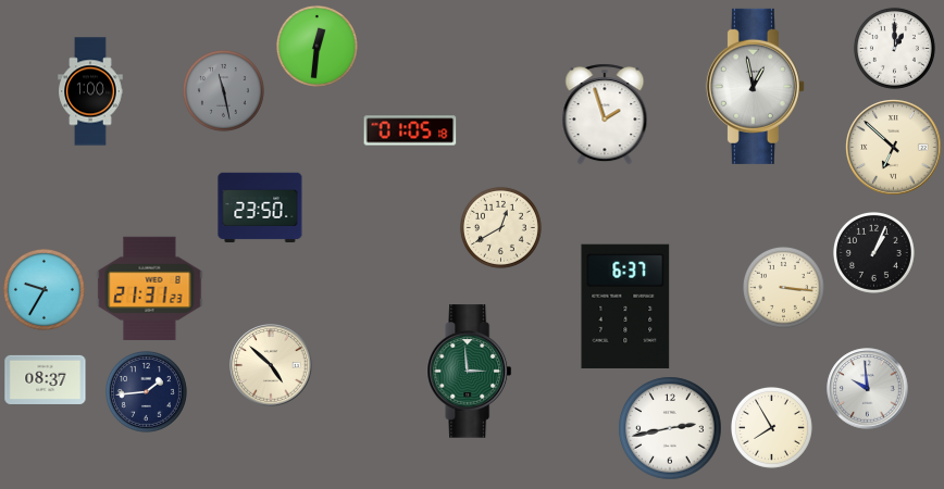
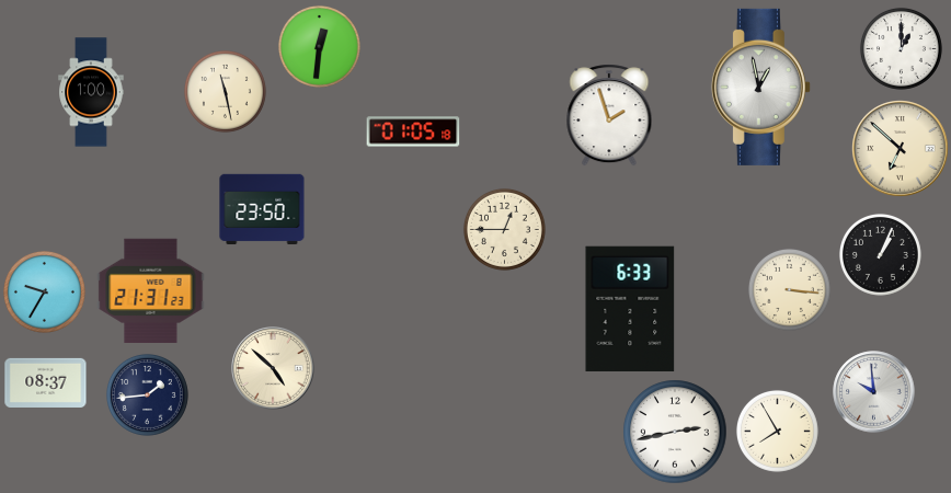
clock at (223, 90) dial: grey -> cream
clock at (500, 227): 12:40 -> 12:45
clock at (625, 306): 6:37 -> 6:33
clock at (470, 372): 2:59 -> none
